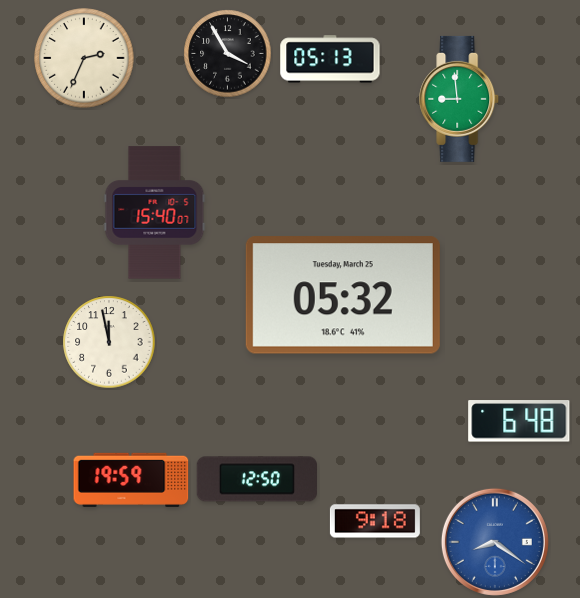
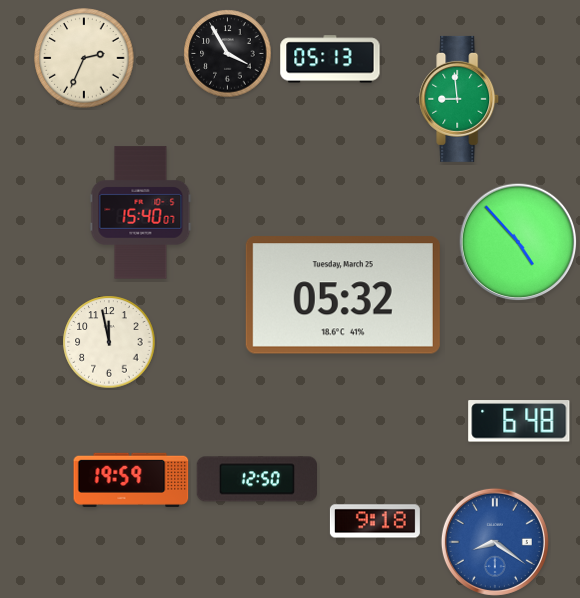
clock at (155, 213) position: (155, 213) -> (141, 213)
clock at (518, 242): none -> 4:53
